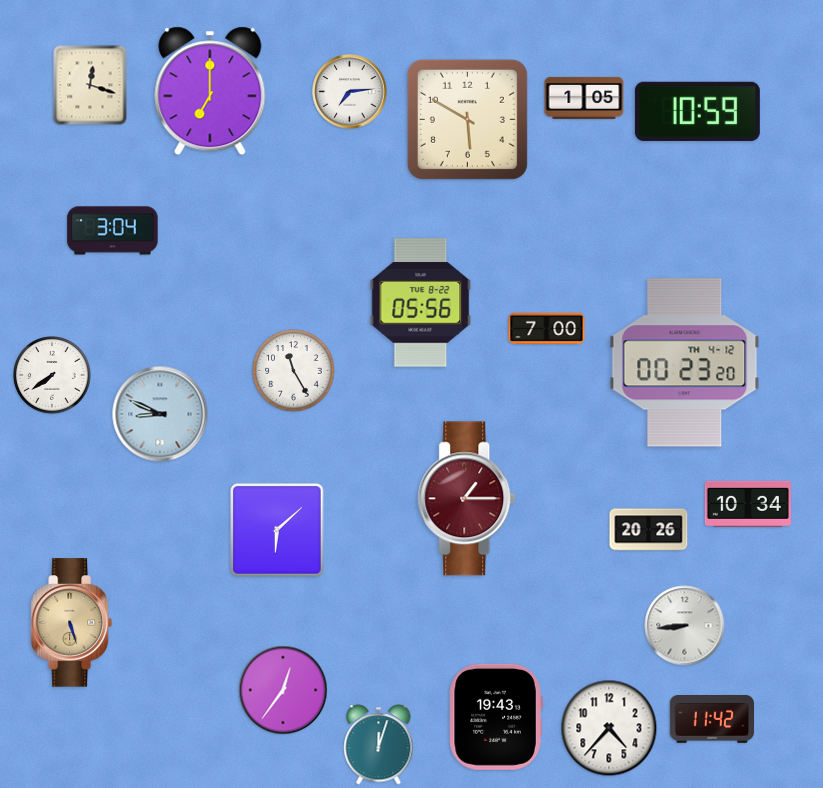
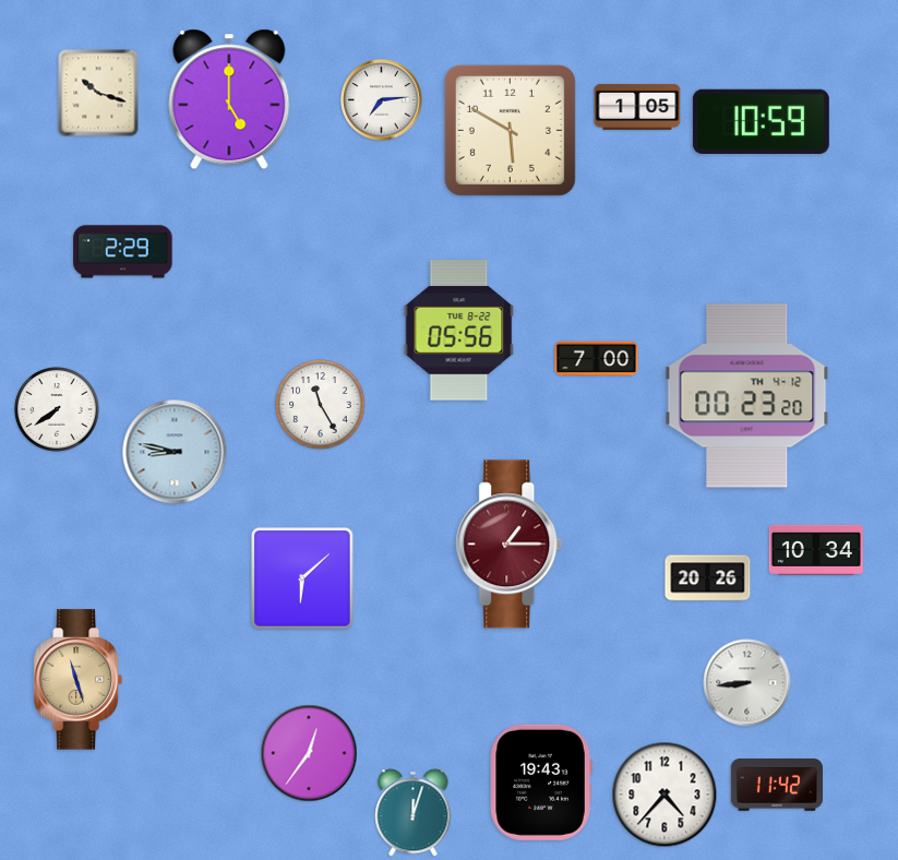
clock at (90, 85): 12:18 -> 10:18
clock at (210, 91): 7:00 -> 5:00
clock at (113, 231): 3:04 -> 2:29
clock at (160, 414): 8:49 -> 8:47
clock at (71, 623): 5:27 -> 11:27
